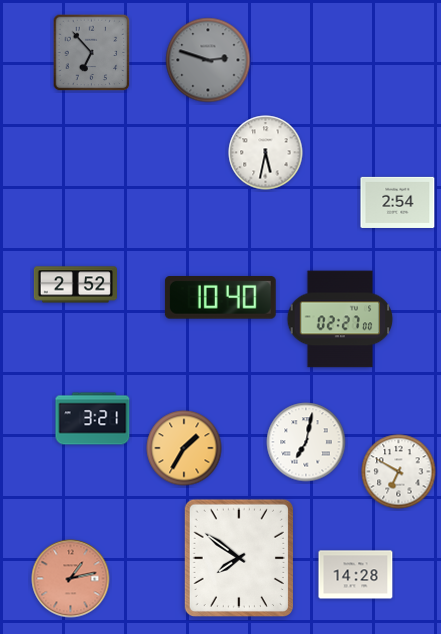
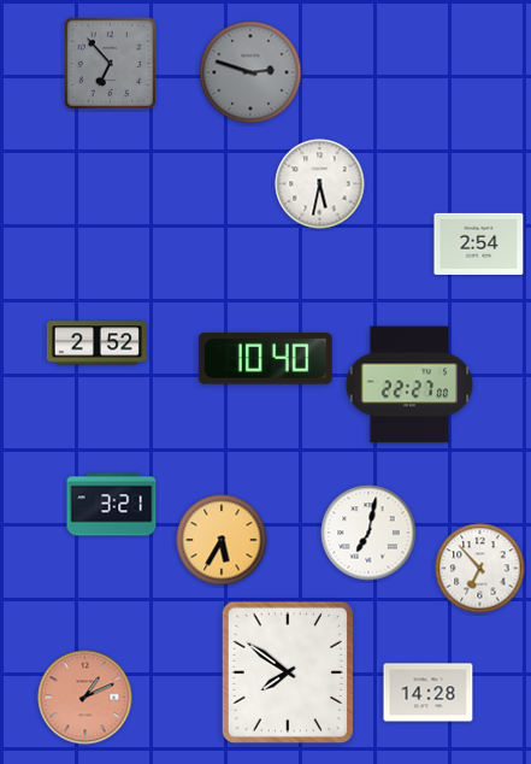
clock at (75, 285) position: (75, 285) -> (96, 343)
clock at (340, 319): 02:27 -> 22:27
clock at (184, 448): 1:35 -> 5:35
clock at (399, 472): 6:50 -> 6:53
clock at (71, 579): 1:13 -> 1:11
